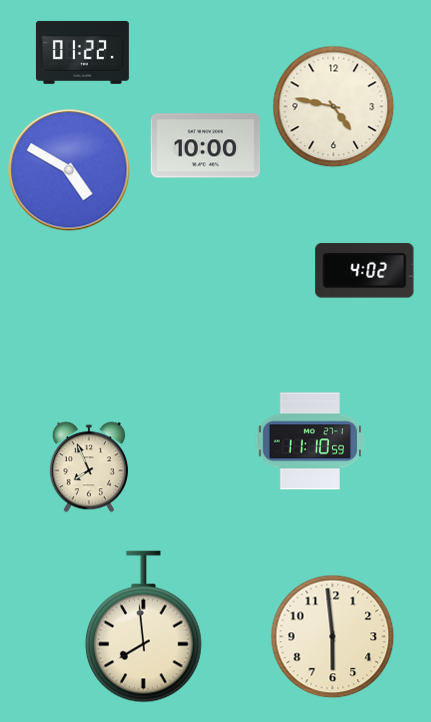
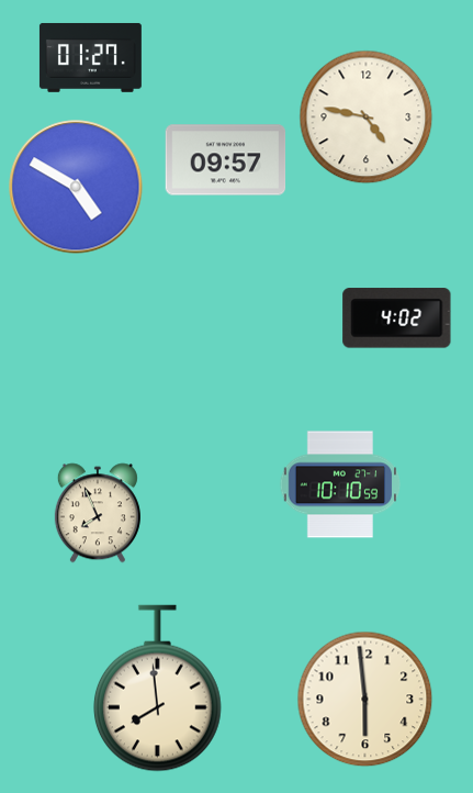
clock at (82, 53): 01:22 -> 01:27
clock at (206, 146): 10:00 -> 09:57
clock at (365, 271) position: (365, 271) -> (397, 319)
clock at (310, 441): 11:10 -> 10:10
